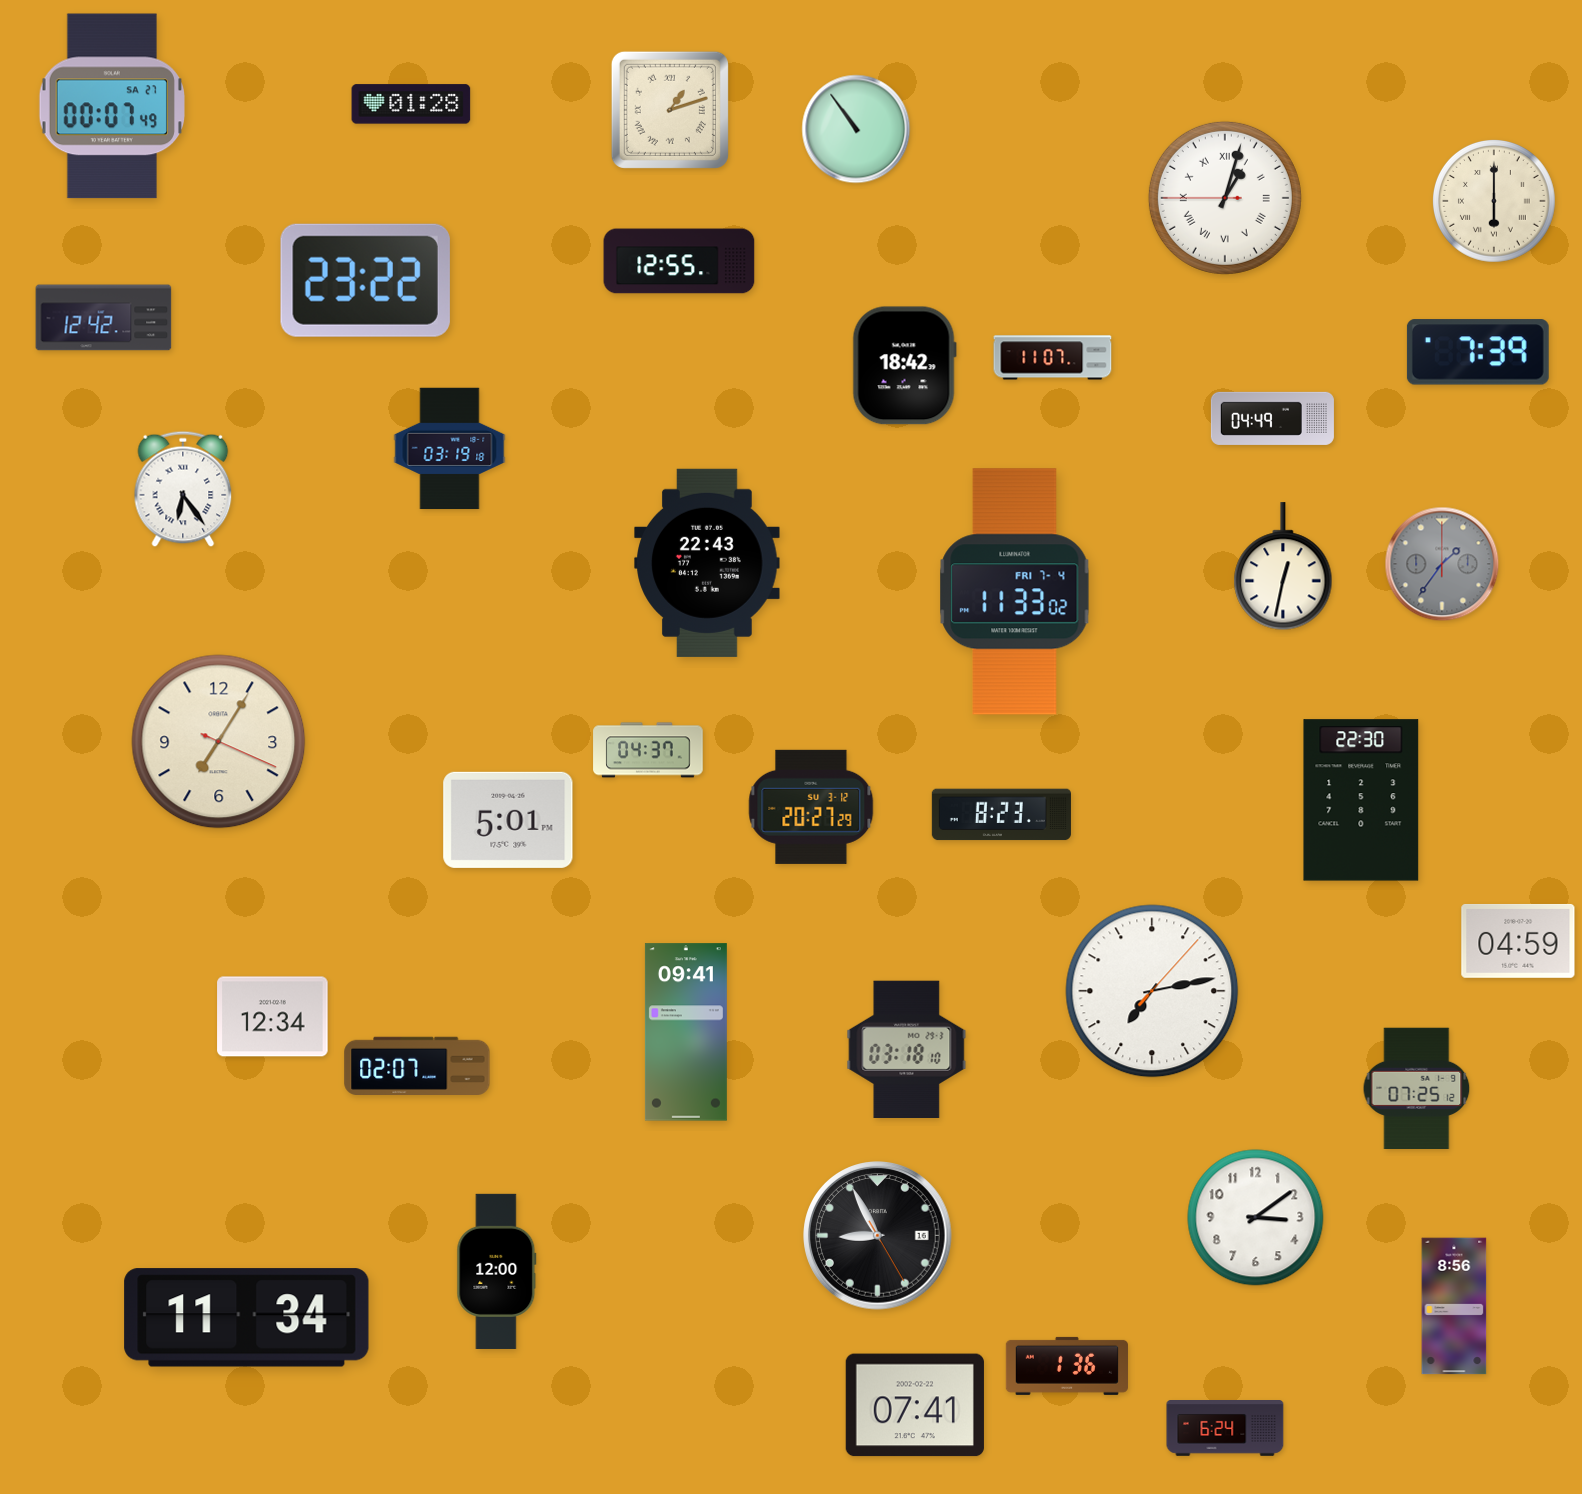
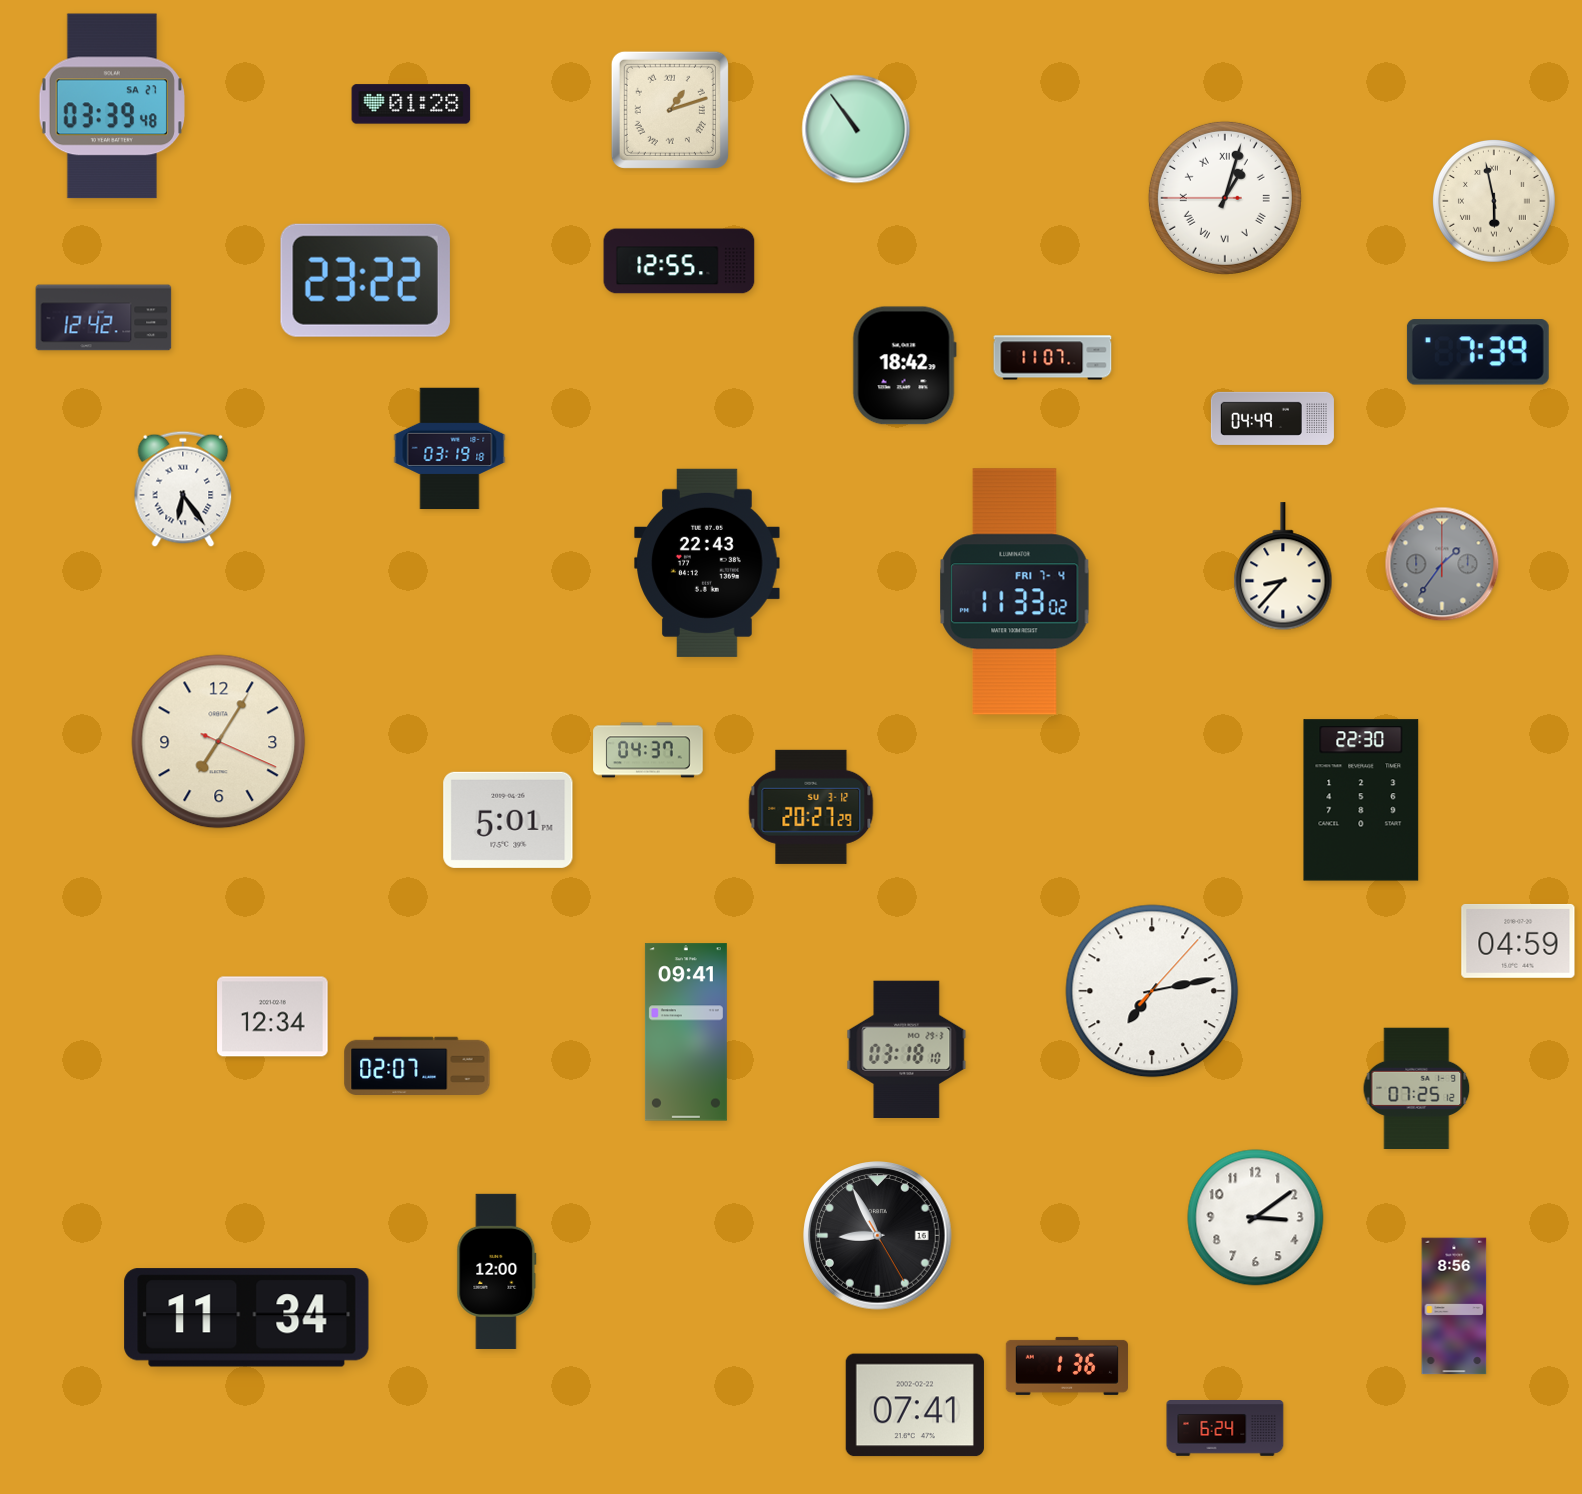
clock at (111, 106): 00:07 -> 03:39
clock at (1494, 201): 6:00 -> 5:58
clock at (1283, 567): 12:32 -> 8:37
clock at (1001, 815): 8:23 -> none
